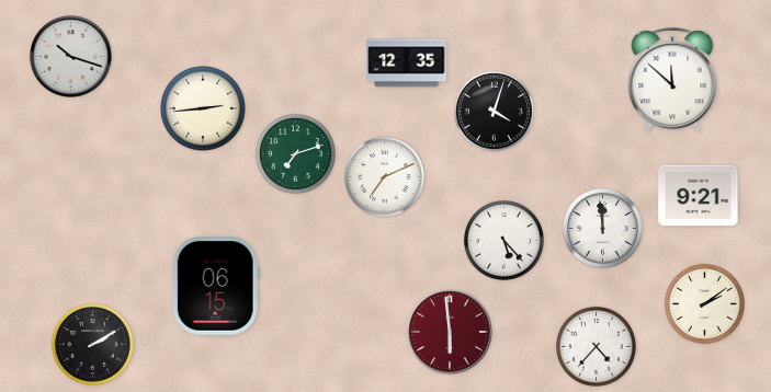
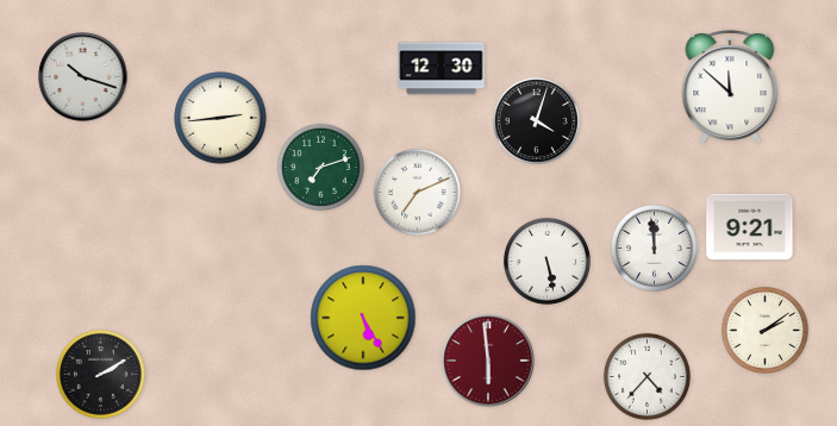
clock at (71, 57) position: (71, 57) -> (83, 77)
clock at (407, 64): 12:35 -> 12:30
clock at (699, 196) position: (699, 196) -> (750, 227)
clock at (503, 240): 5:23 -> 5:28
clock at (216, 286): 06:15 -> none
clock at (363, 318): none -> 5:25
